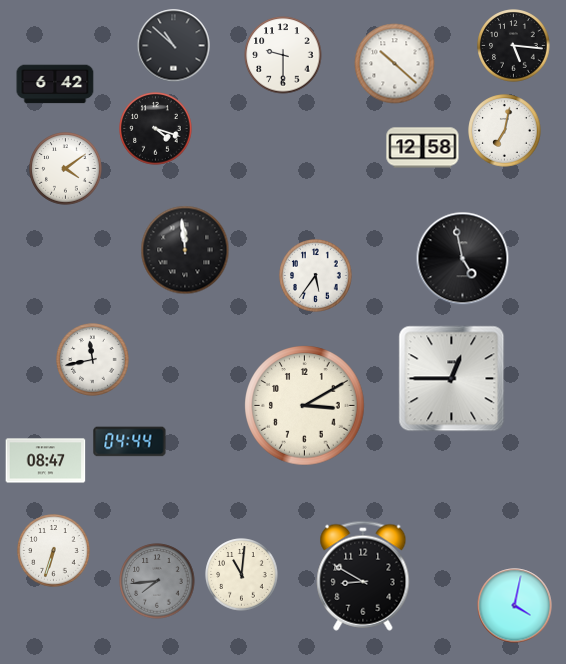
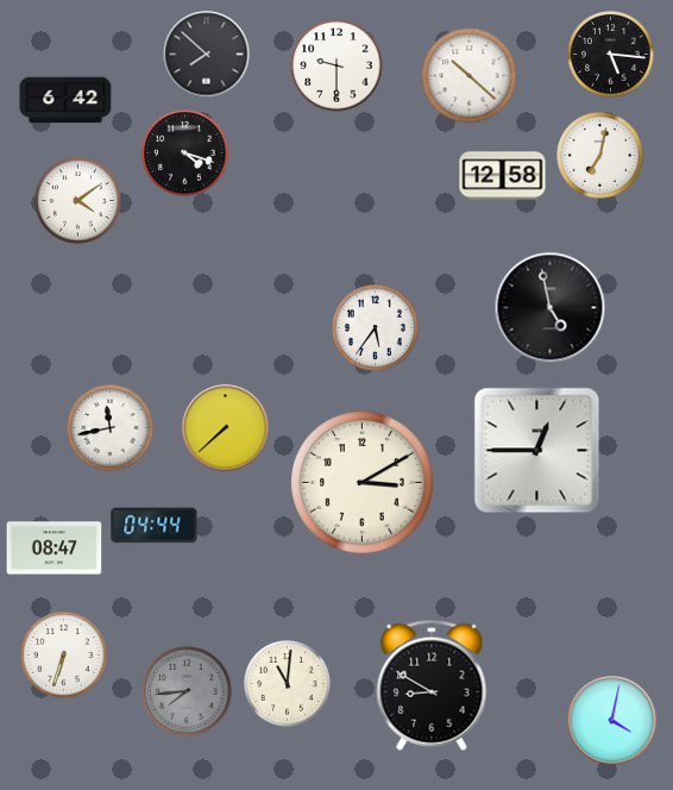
clock at (174, 46): 10:52 -> 7:52
clock at (185, 250): 11:59 -> none
clock at (226, 428): none -> 7:38
